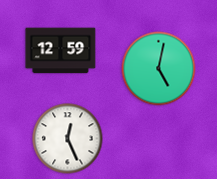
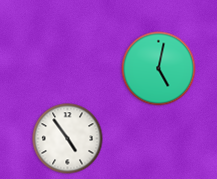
clock at (61, 51): 12:59 -> none
clock at (68, 139): 12:26 -> 4:54
